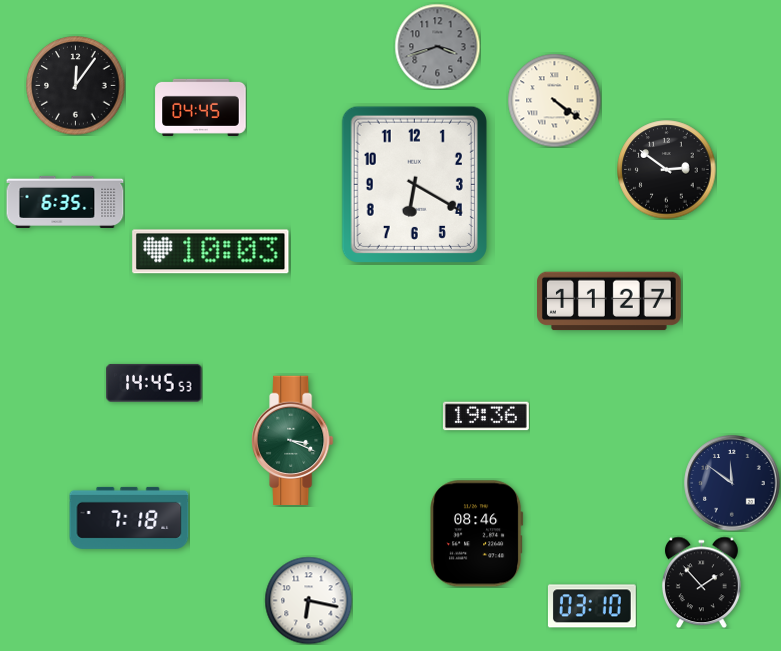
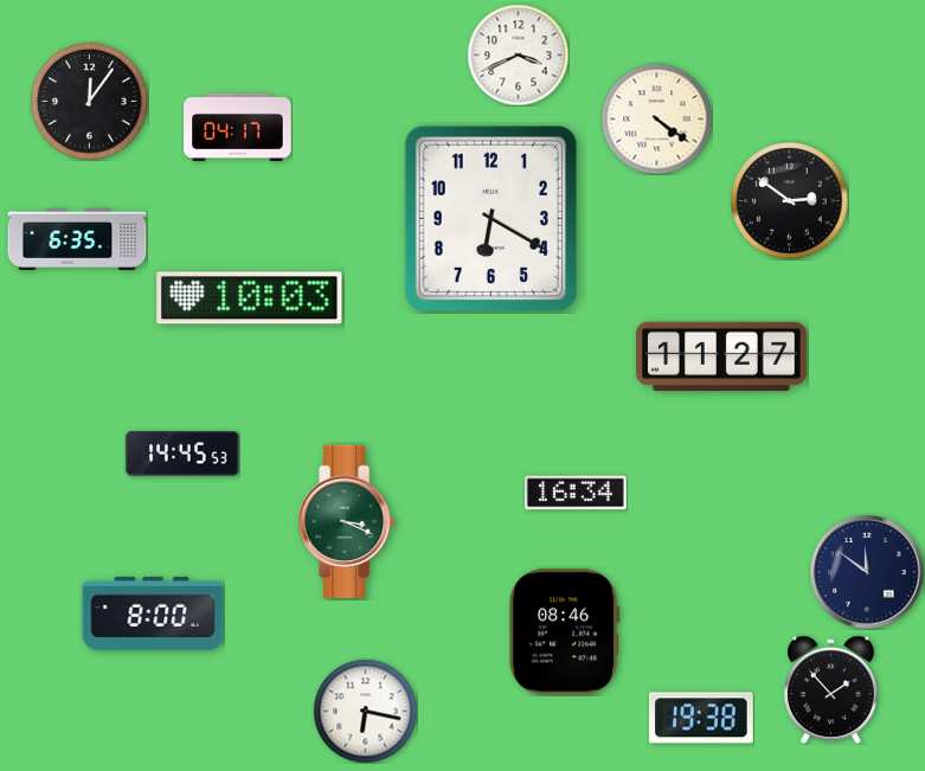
clock at (437, 46): 3:42 -> 3:41
clock at (437, 46) dial: grey -> white
clock at (201, 107): 04:45 -> 04:17
clock at (486, 416): 19:36 -> 16:34
clock at (129, 518): 7:18 -> 8:00
clock at (592, 606): 03:10 -> 19:38
